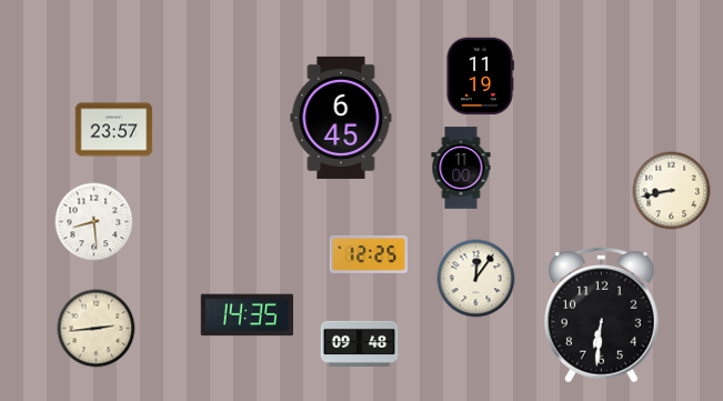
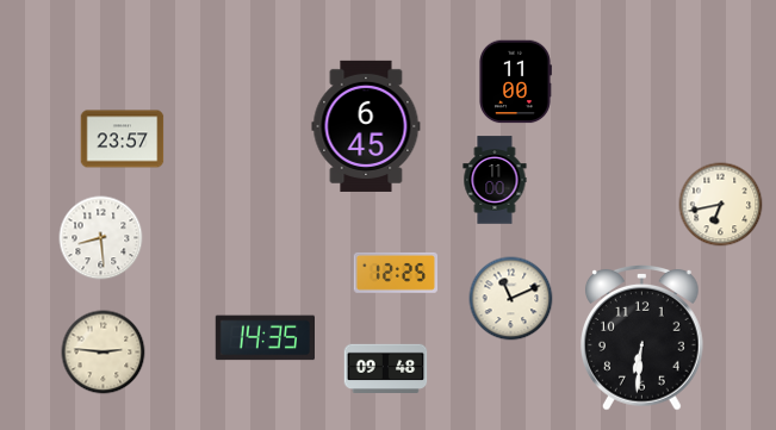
clock at (481, 77): 11:19 -> 11:00
clock at (672, 191): 8:43 -> 6:43
clock at (476, 279): 12:06 -> 11:11
clock at (602, 315) position: (602, 315) -> (642, 338)
clock at (97, 329): 2:44 -> 2:46
